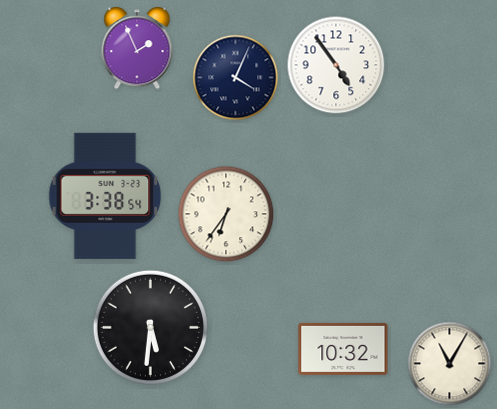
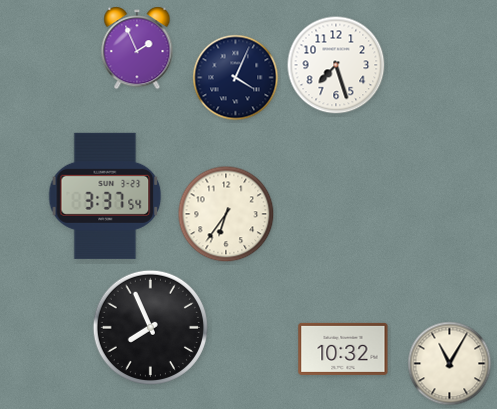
clock at (336, 65): 4:54 -> 7:27
clock at (105, 196): 3:38 -> 3:37
clock at (150, 327): 5:31 -> 7:56
